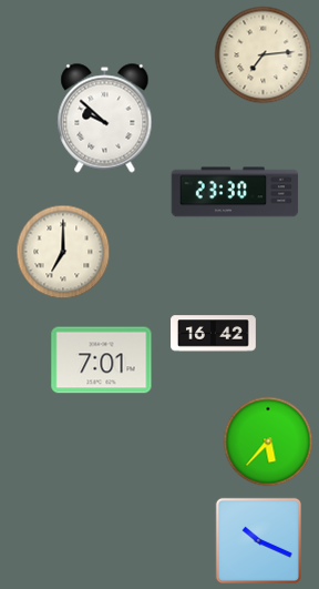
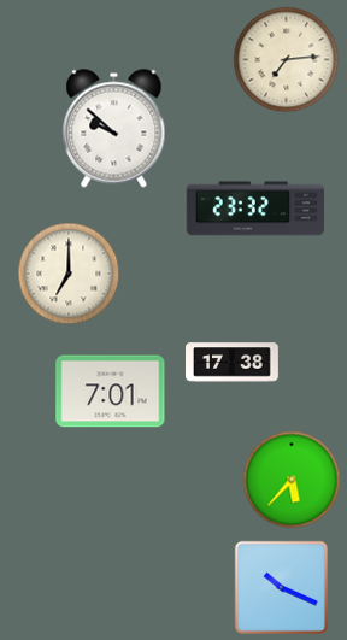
clock at (235, 192): 23:30 -> 23:32
clock at (214, 334): 16:42 -> 17:38
